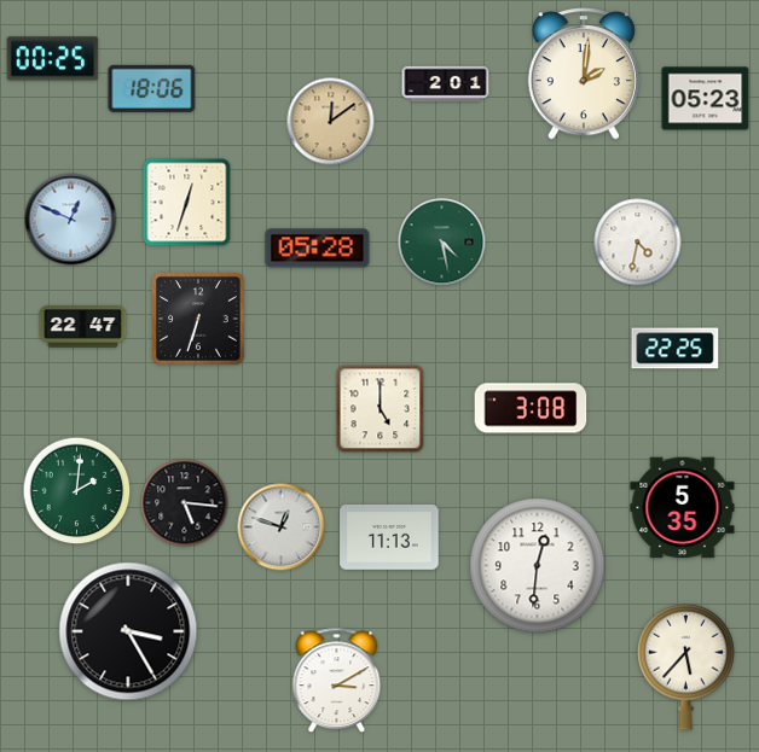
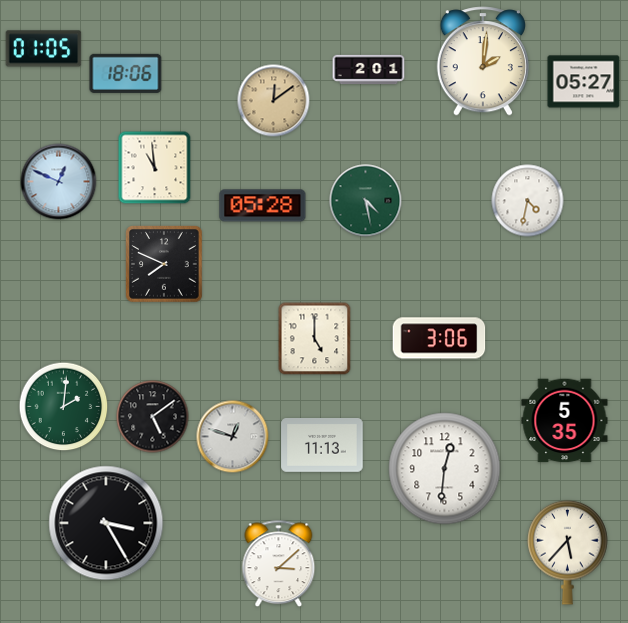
clock at (53, 59): 00:25 -> 01:05
clock at (706, 99): 05:23 -> 05:27
clock at (187, 203): 12:33 -> 10:59
clock at (199, 320): 6:33 -> 7:49
clock at (83, 327): 22:47 -> none
clock at (676, 349): 22:25 -> none
clock at (531, 408): 3:08 -> 3:06
clock at (185, 503): 5:16 -> 5:09
clock at (337, 681): 3:10 -> 3:08
